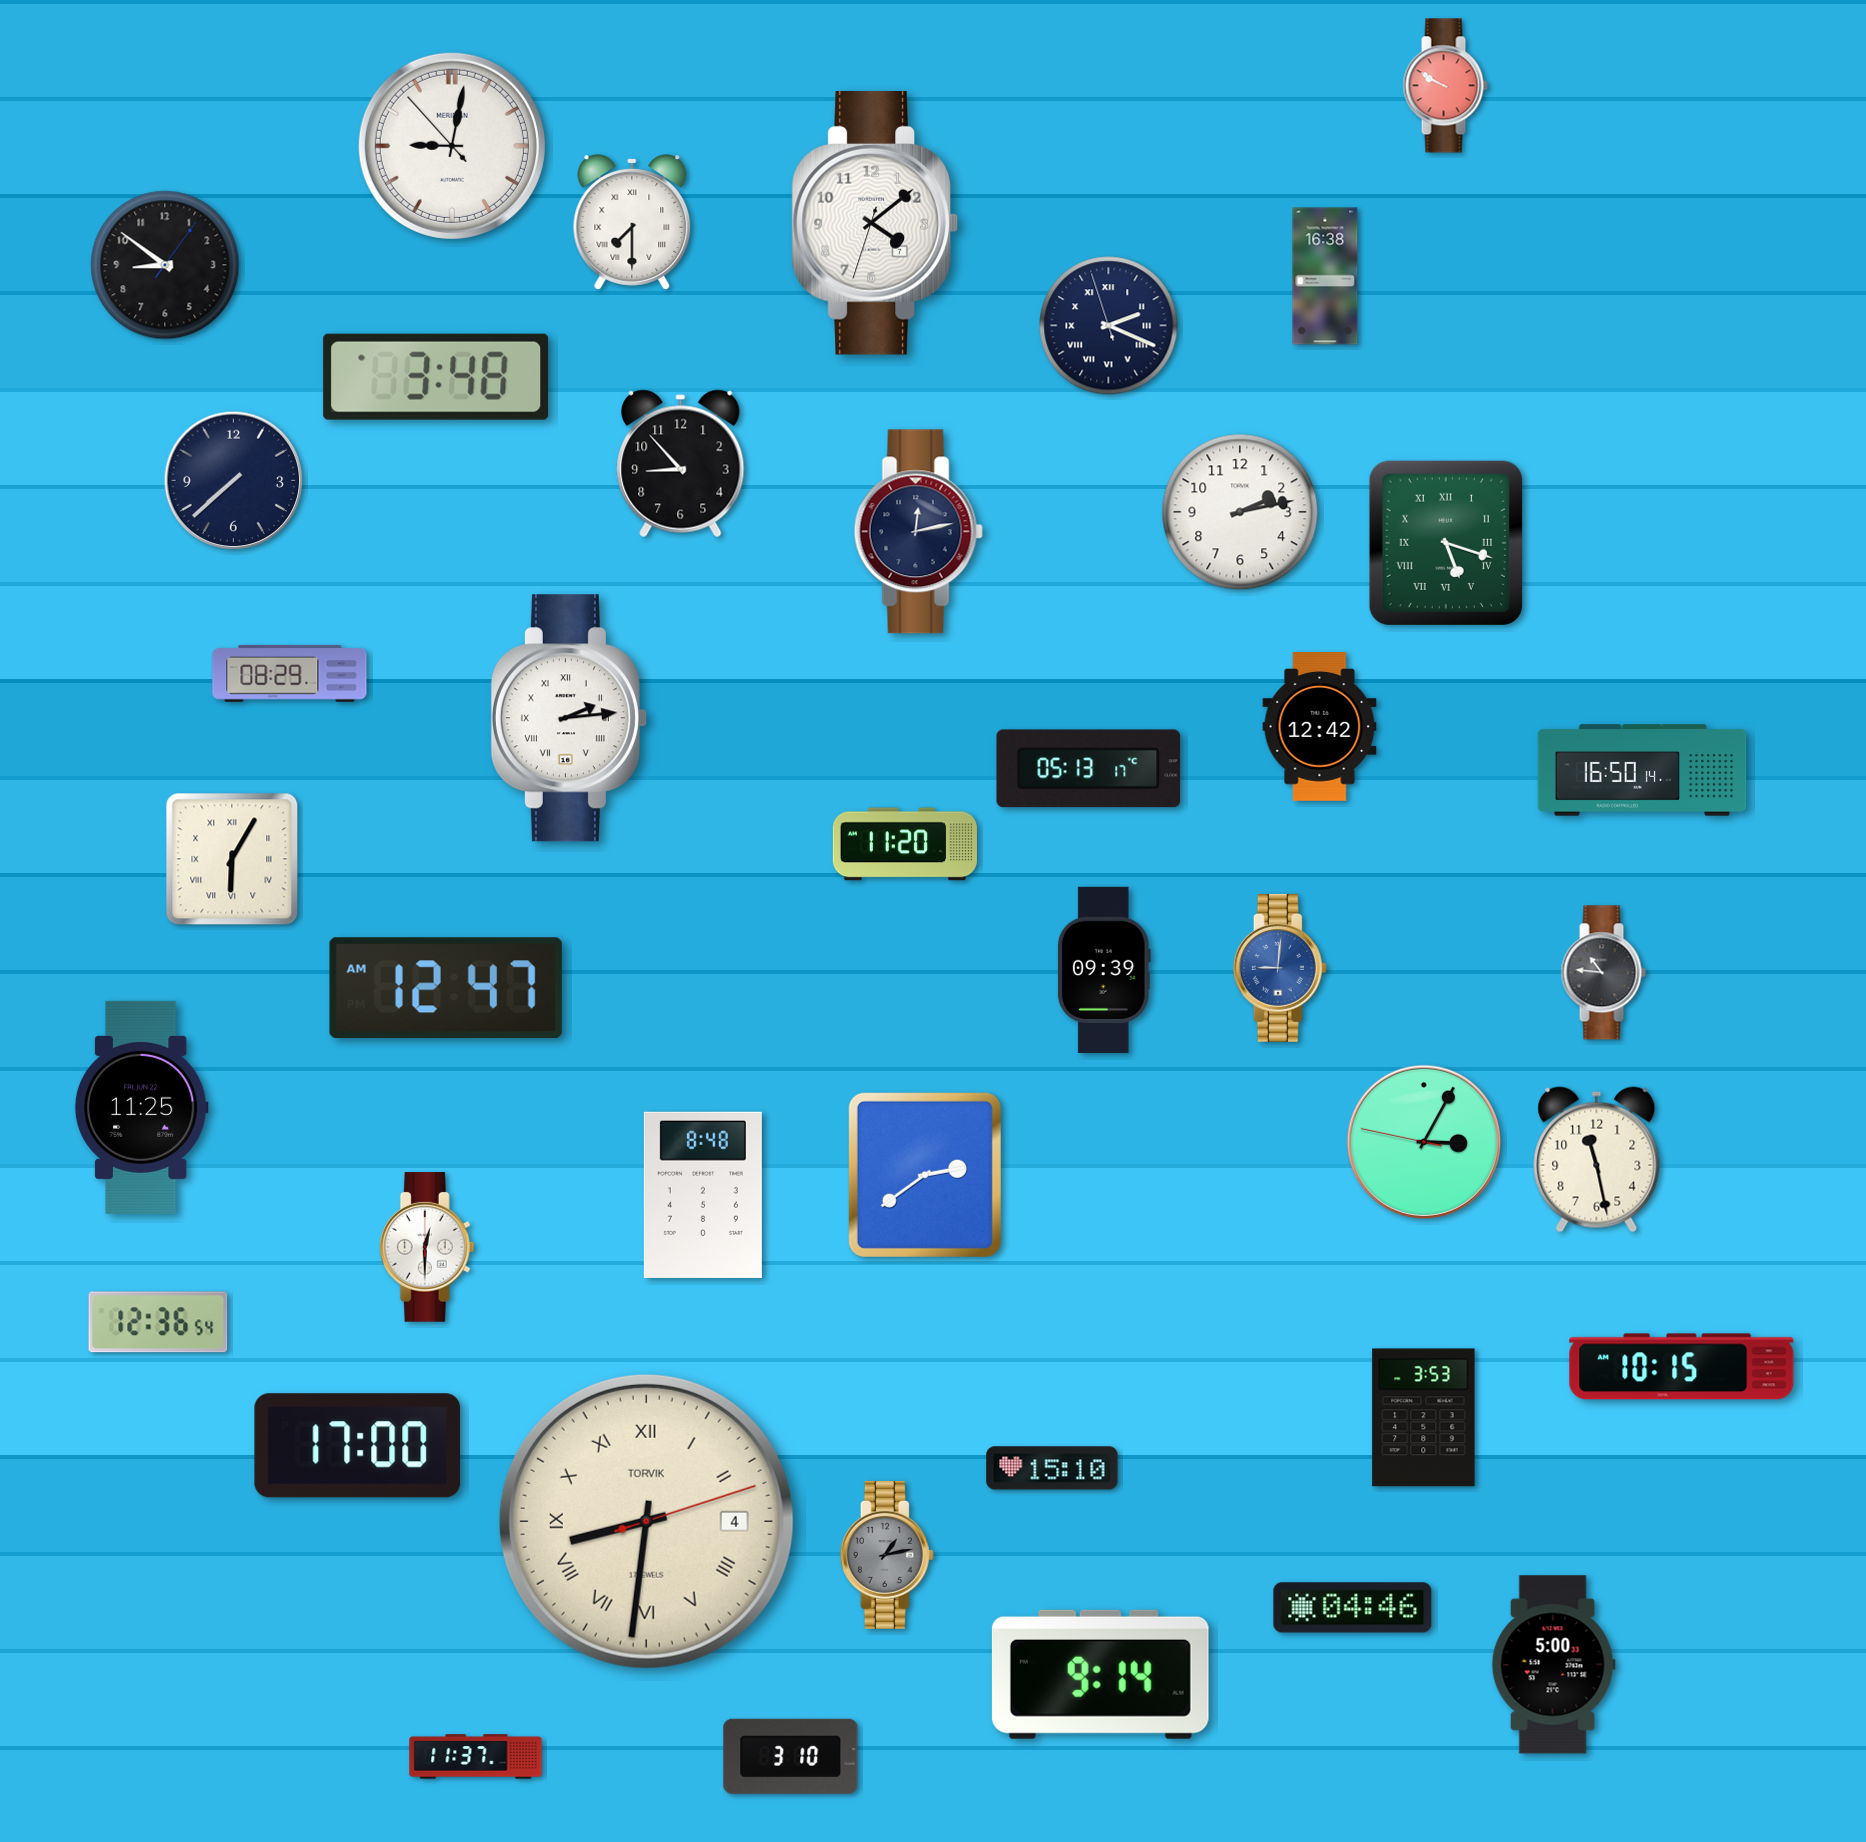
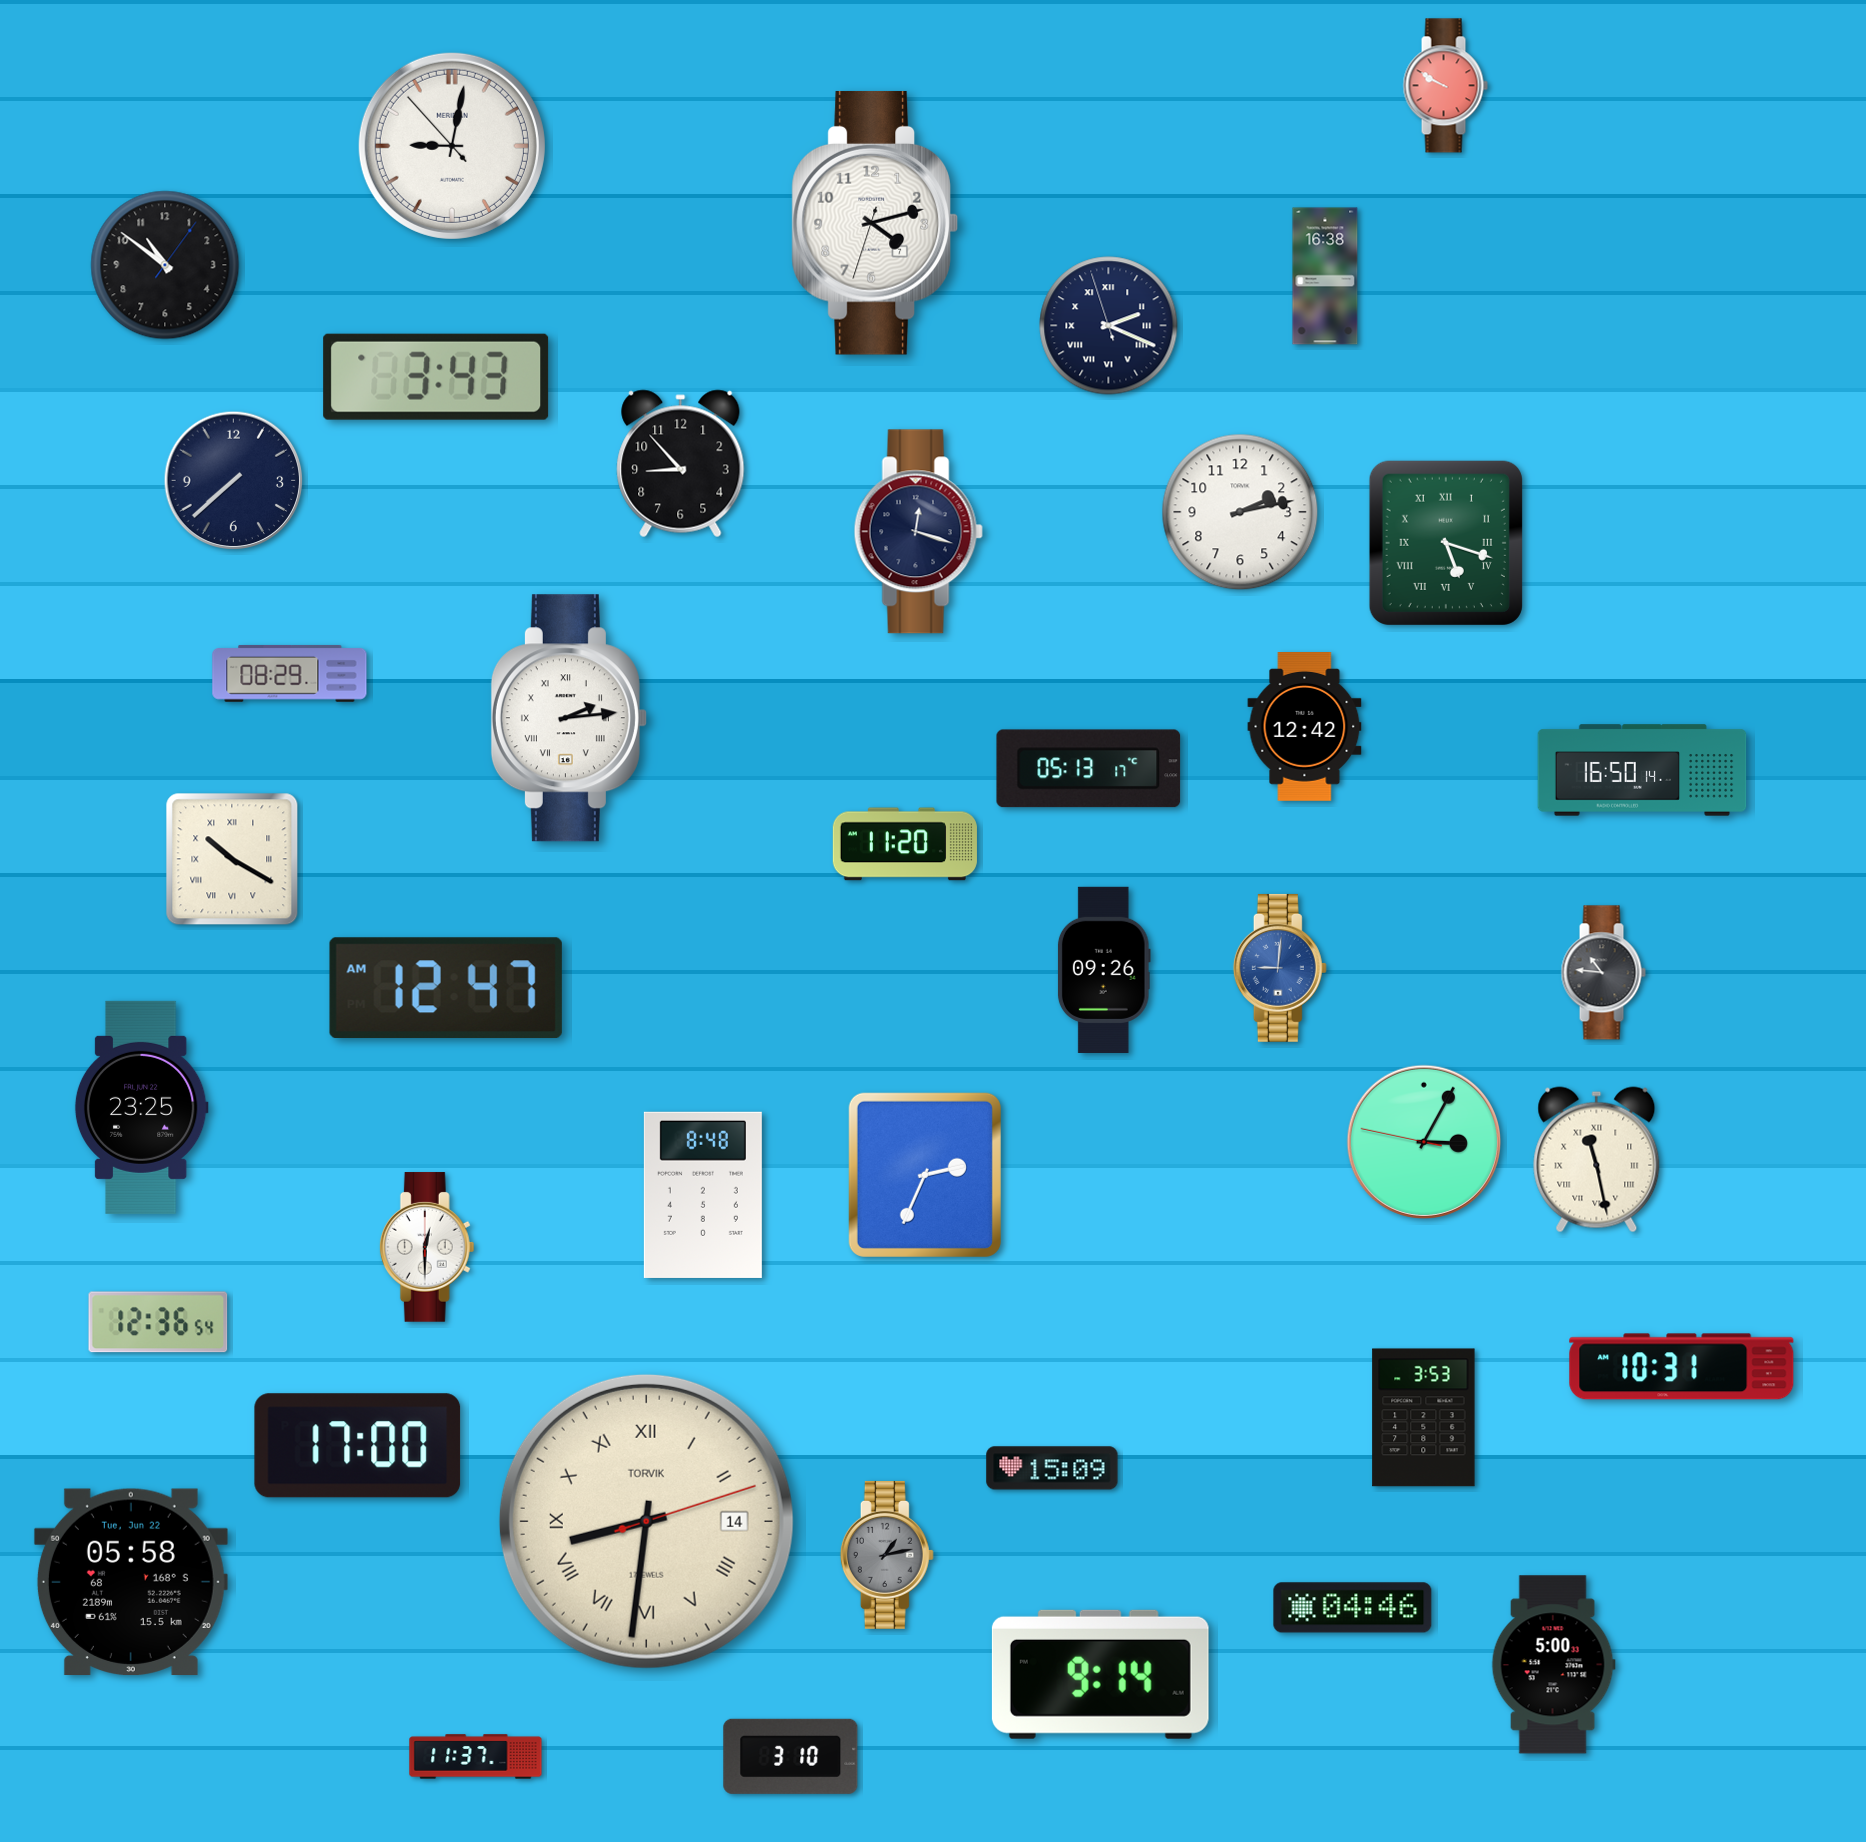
clock at (632, 222): 7:30 -> none
clock at (875, 223): 4:08 -> 4:12
clock at (165, 265): 8:51 -> 10:51
clock at (436, 377): 3:48 -> 3:43
clock at (918, 532): 12:13 -> 12:18
clock at (1320, 727) position: (1320, 727) -> (1305, 727)
clock at (232, 859): 6:05 -> 10:20
clock at (1104, 970): 09:39 -> 09:26
clock at (141, 1107): 11:25 -> 23:25
clock at (1597, 1160) numerals: Arabic -> Roman
clock at (925, 1175): 2:39 -> 2:34
clock at (1682, 1367): 10:15 -> 10:31
clock at (1052, 1468): 15:10 -> 15:09
clock at (646, 1521) date: 4 -> 14
clock at (131, 1582): none -> 05:58
